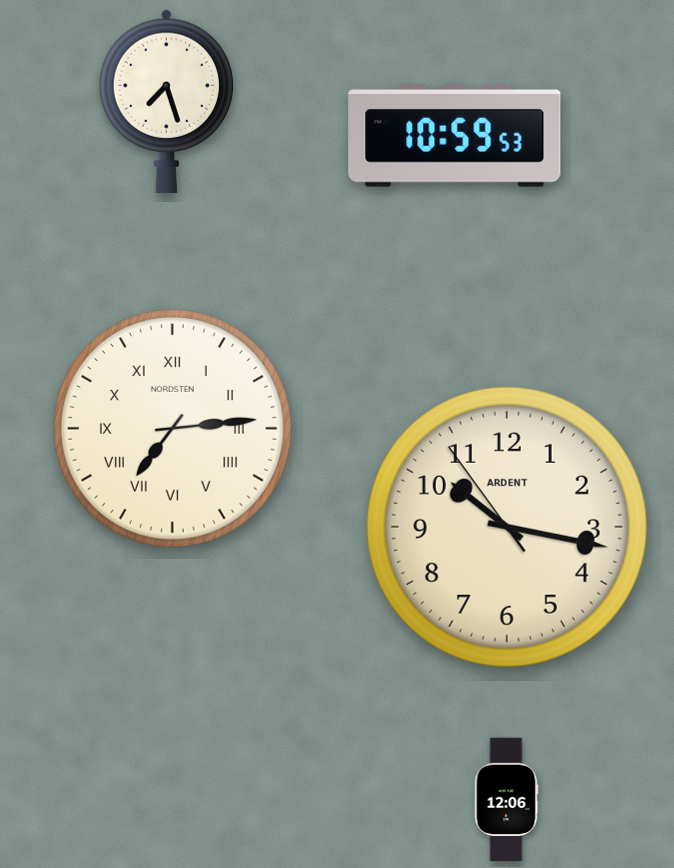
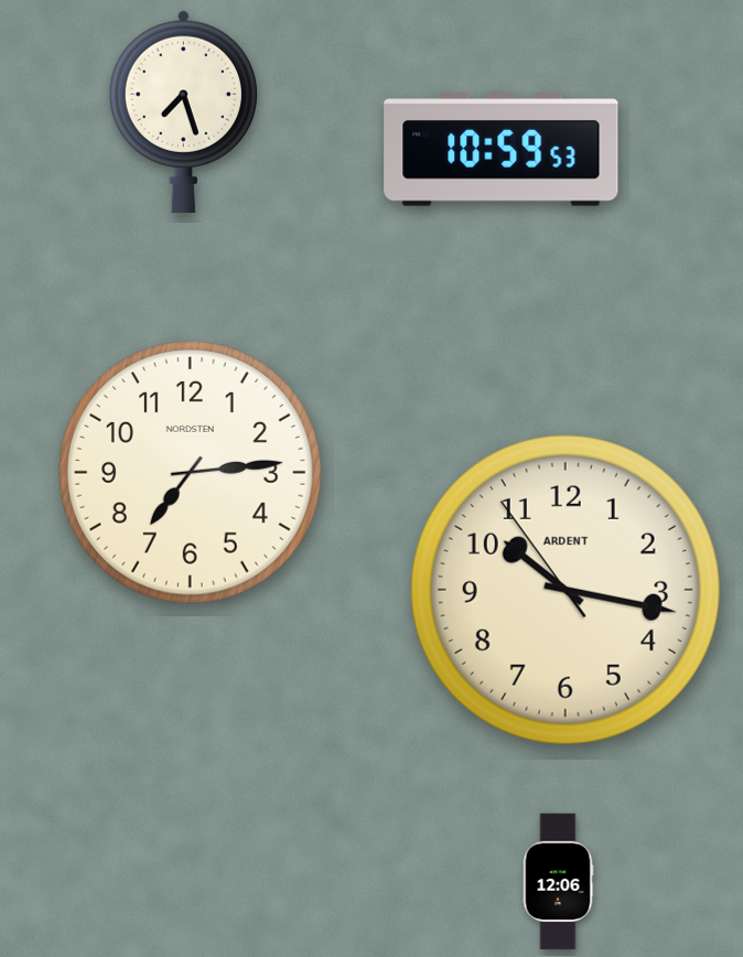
clock at (173, 429) numerals: Roman -> Arabic
clock at (507, 527) position: (507, 527) -> (566, 590)
